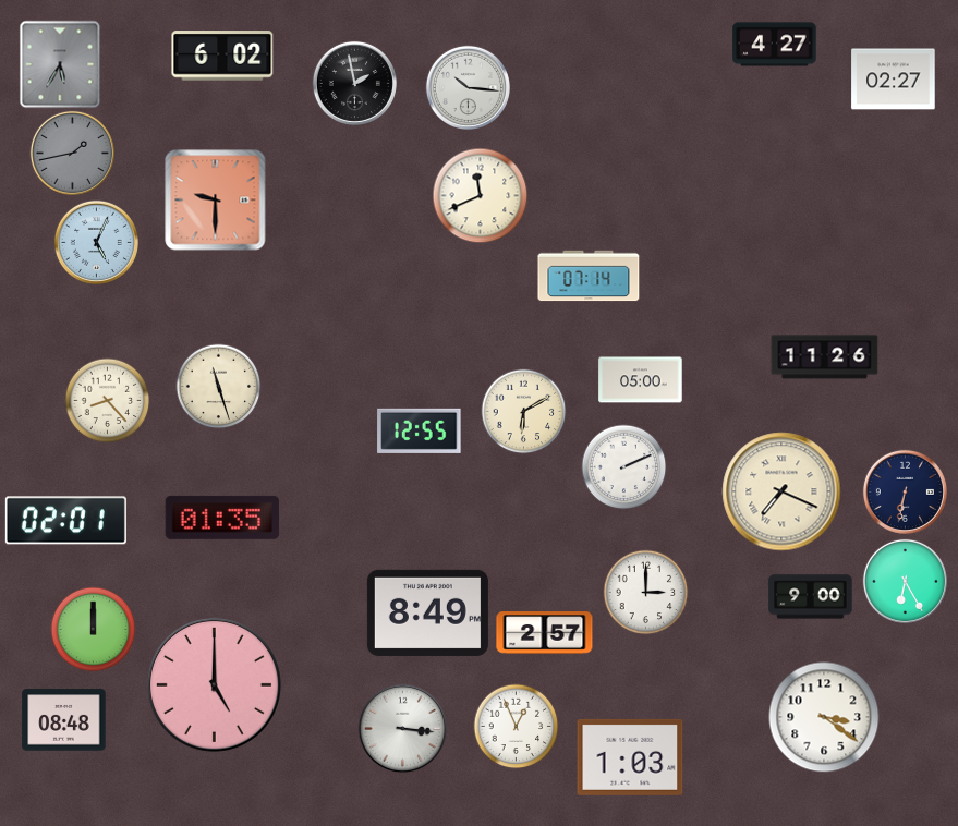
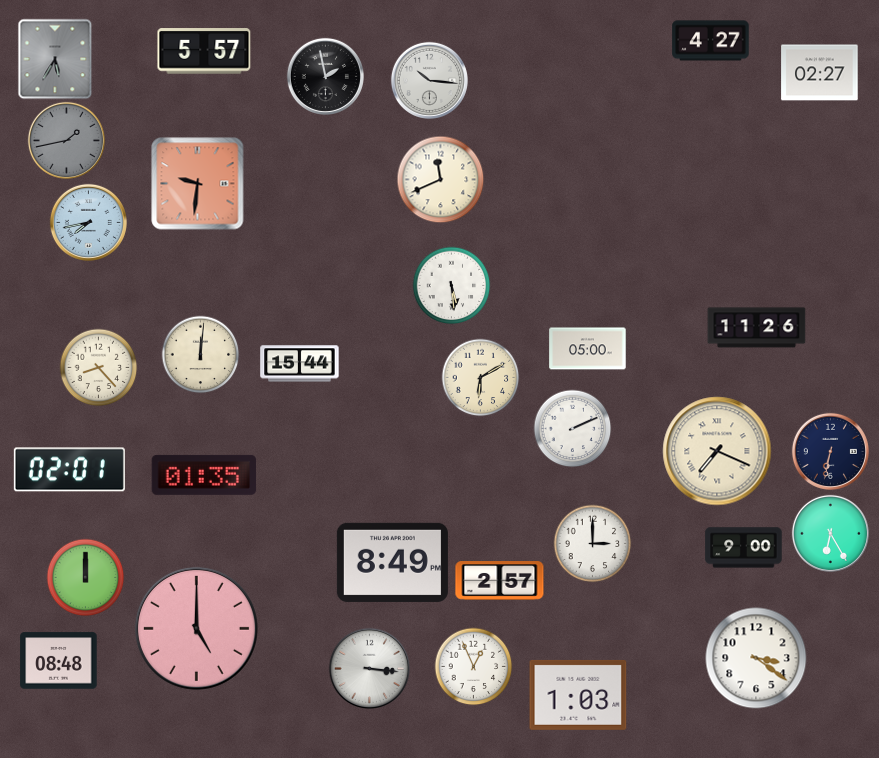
clock at (222, 56): 6:02 -> 5:57
clock at (216, 201): 9:30 -> 9:31
clock at (96, 242): 5:04 -> 7:43
clock at (589, 276): 07:14 -> none
clock at (451, 285): none -> 5:29
clock at (218, 386): 11:27 -> 12:01
clock at (300, 364): none -> 15:44
clock at (420, 430): 12:55 -> none
clock at (65, 521) position: (65, 521) -> (69, 470)
